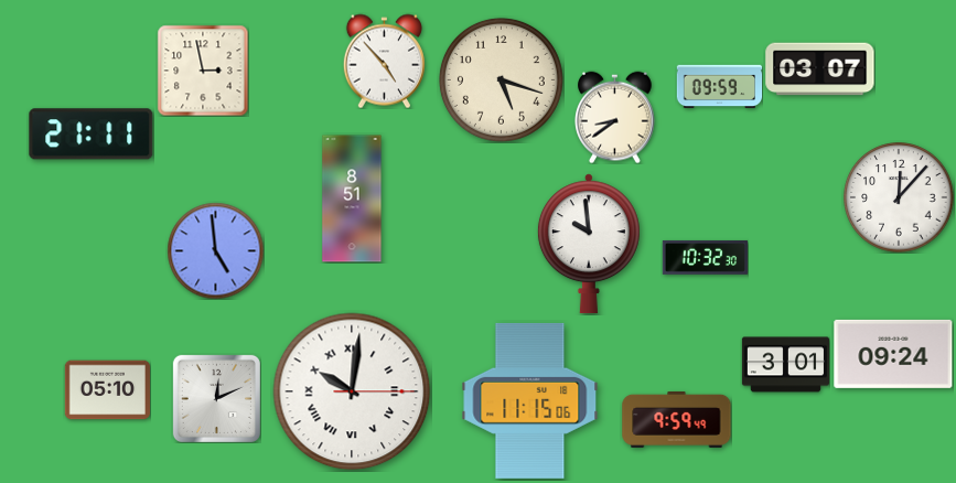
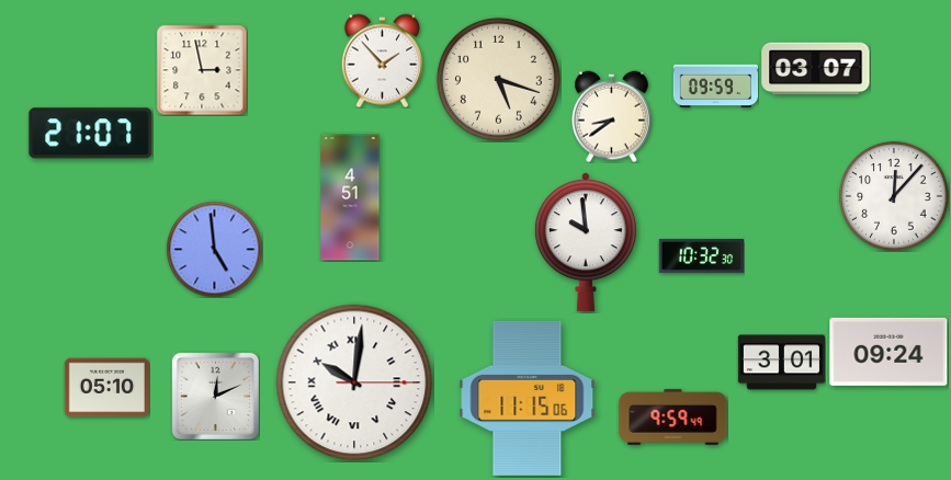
clock at (384, 61): 4:53 -> 1:53
clock at (92, 135): 21:11 -> 21:07
clock at (352, 198): 8:51 -> 4:51
clock at (352, 391) position: (352, 391) -> (354, 382)
